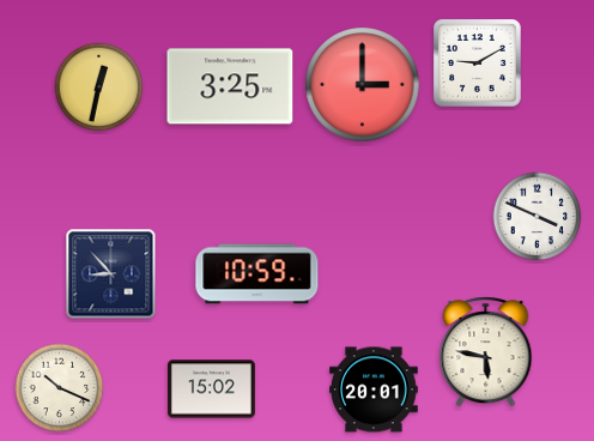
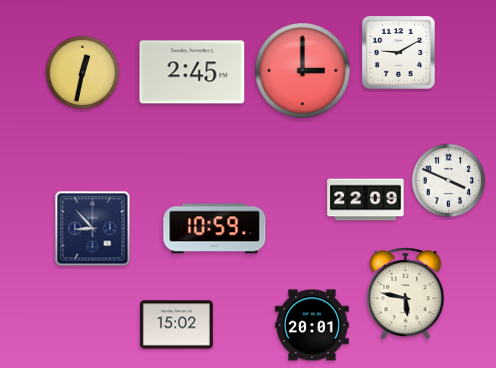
clock at (230, 86): 3:25 -> 2:45
clock at (366, 200): none -> 22:09
clock at (60, 388): 10:19 -> none
